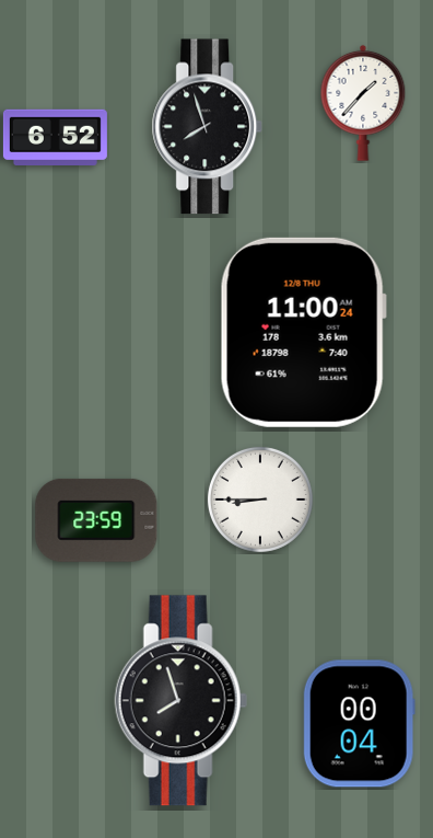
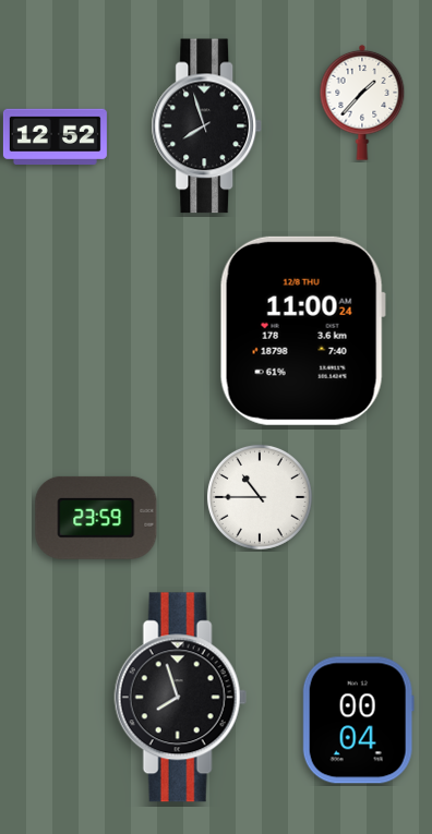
clock at (55, 137): 6:52 -> 12:52
clock at (260, 500): 8:45 -> 10:45
